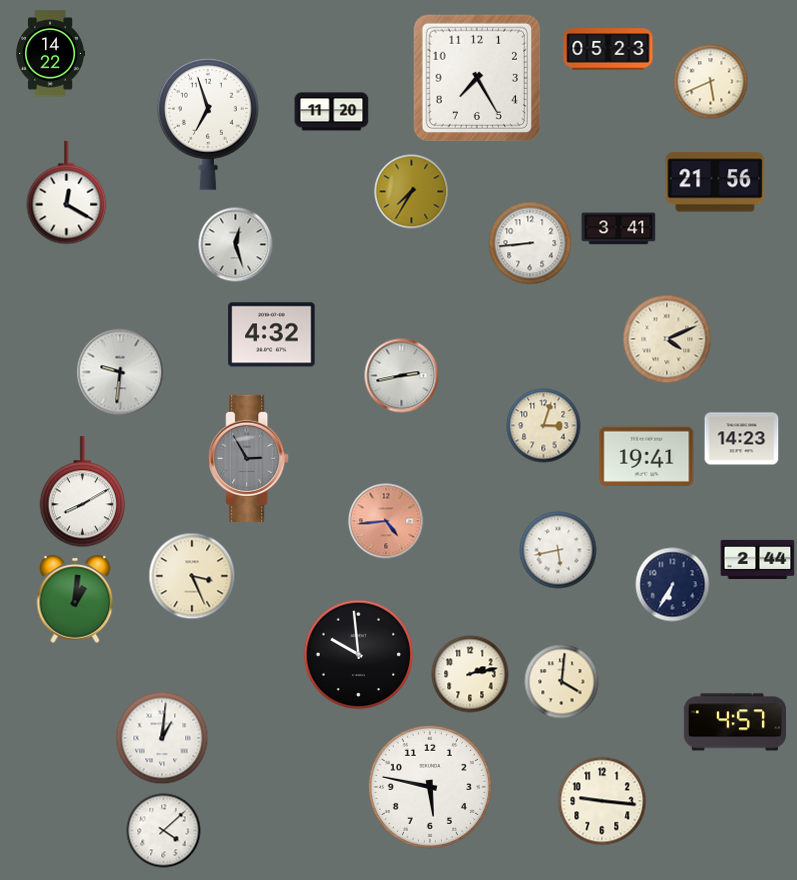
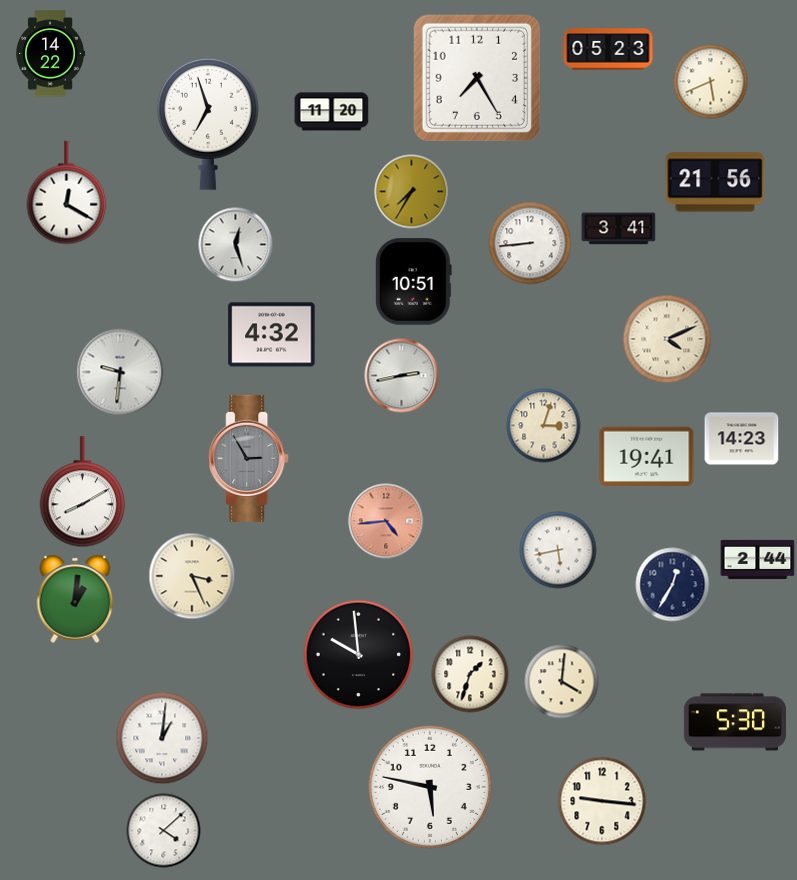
clock at (413, 282): none -> 10:51
clock at (673, 585): 6:35 -> 12:35
clock at (470, 674): 2:13 -> 1:33
clock at (734, 722): 4:57 -> 5:30
